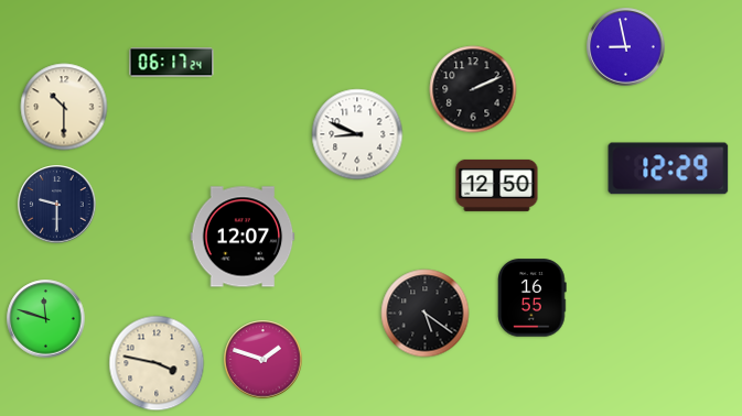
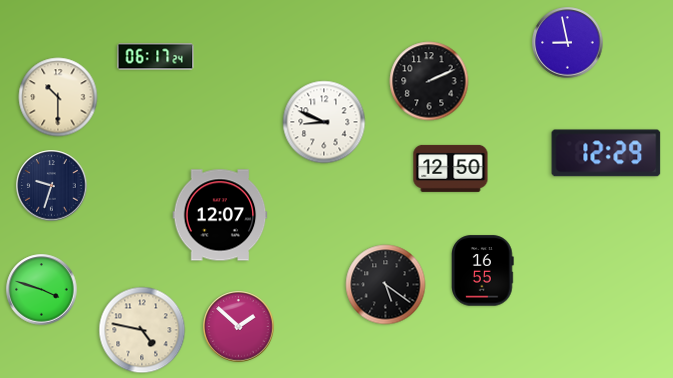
clock at (57, 205): 9:30 -> 9:33
clock at (46, 319): 11:48 -> 3:48
clock at (264, 360): 1:48 -> 1:52
clock at (157, 363): 3:47 -> 4:47
